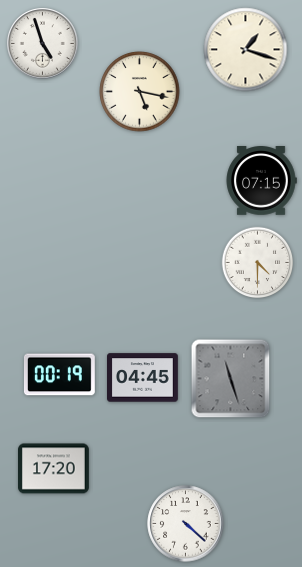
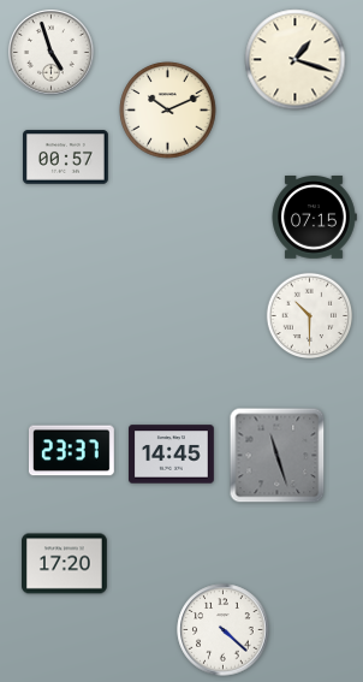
clock at (140, 92): 5:17 -> 10:11
clock at (66, 158): none -> 00:57
clock at (258, 263): 4:30 -> 10:30
clock at (59, 375): 00:19 -> 23:37
clock at (143, 378): 04:45 -> 14:45
